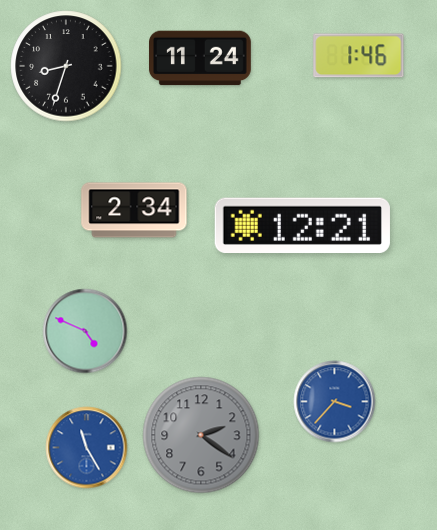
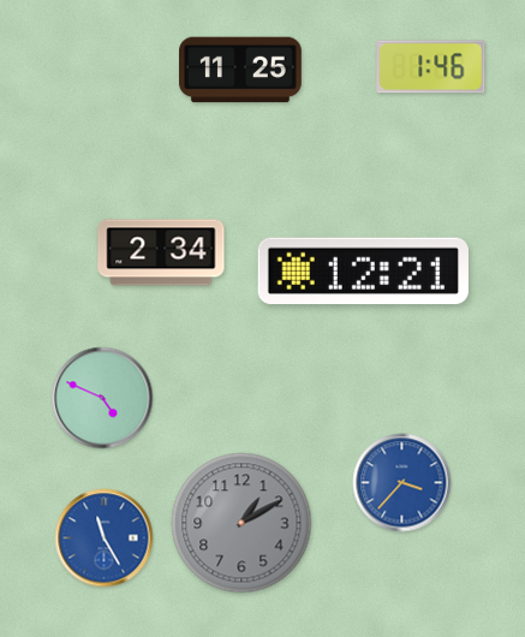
clock at (201, 58): 11:24 -> 11:25
clock at (66, 66): 8:33 -> none
clock at (201, 435): 2:21 -> 1:10
